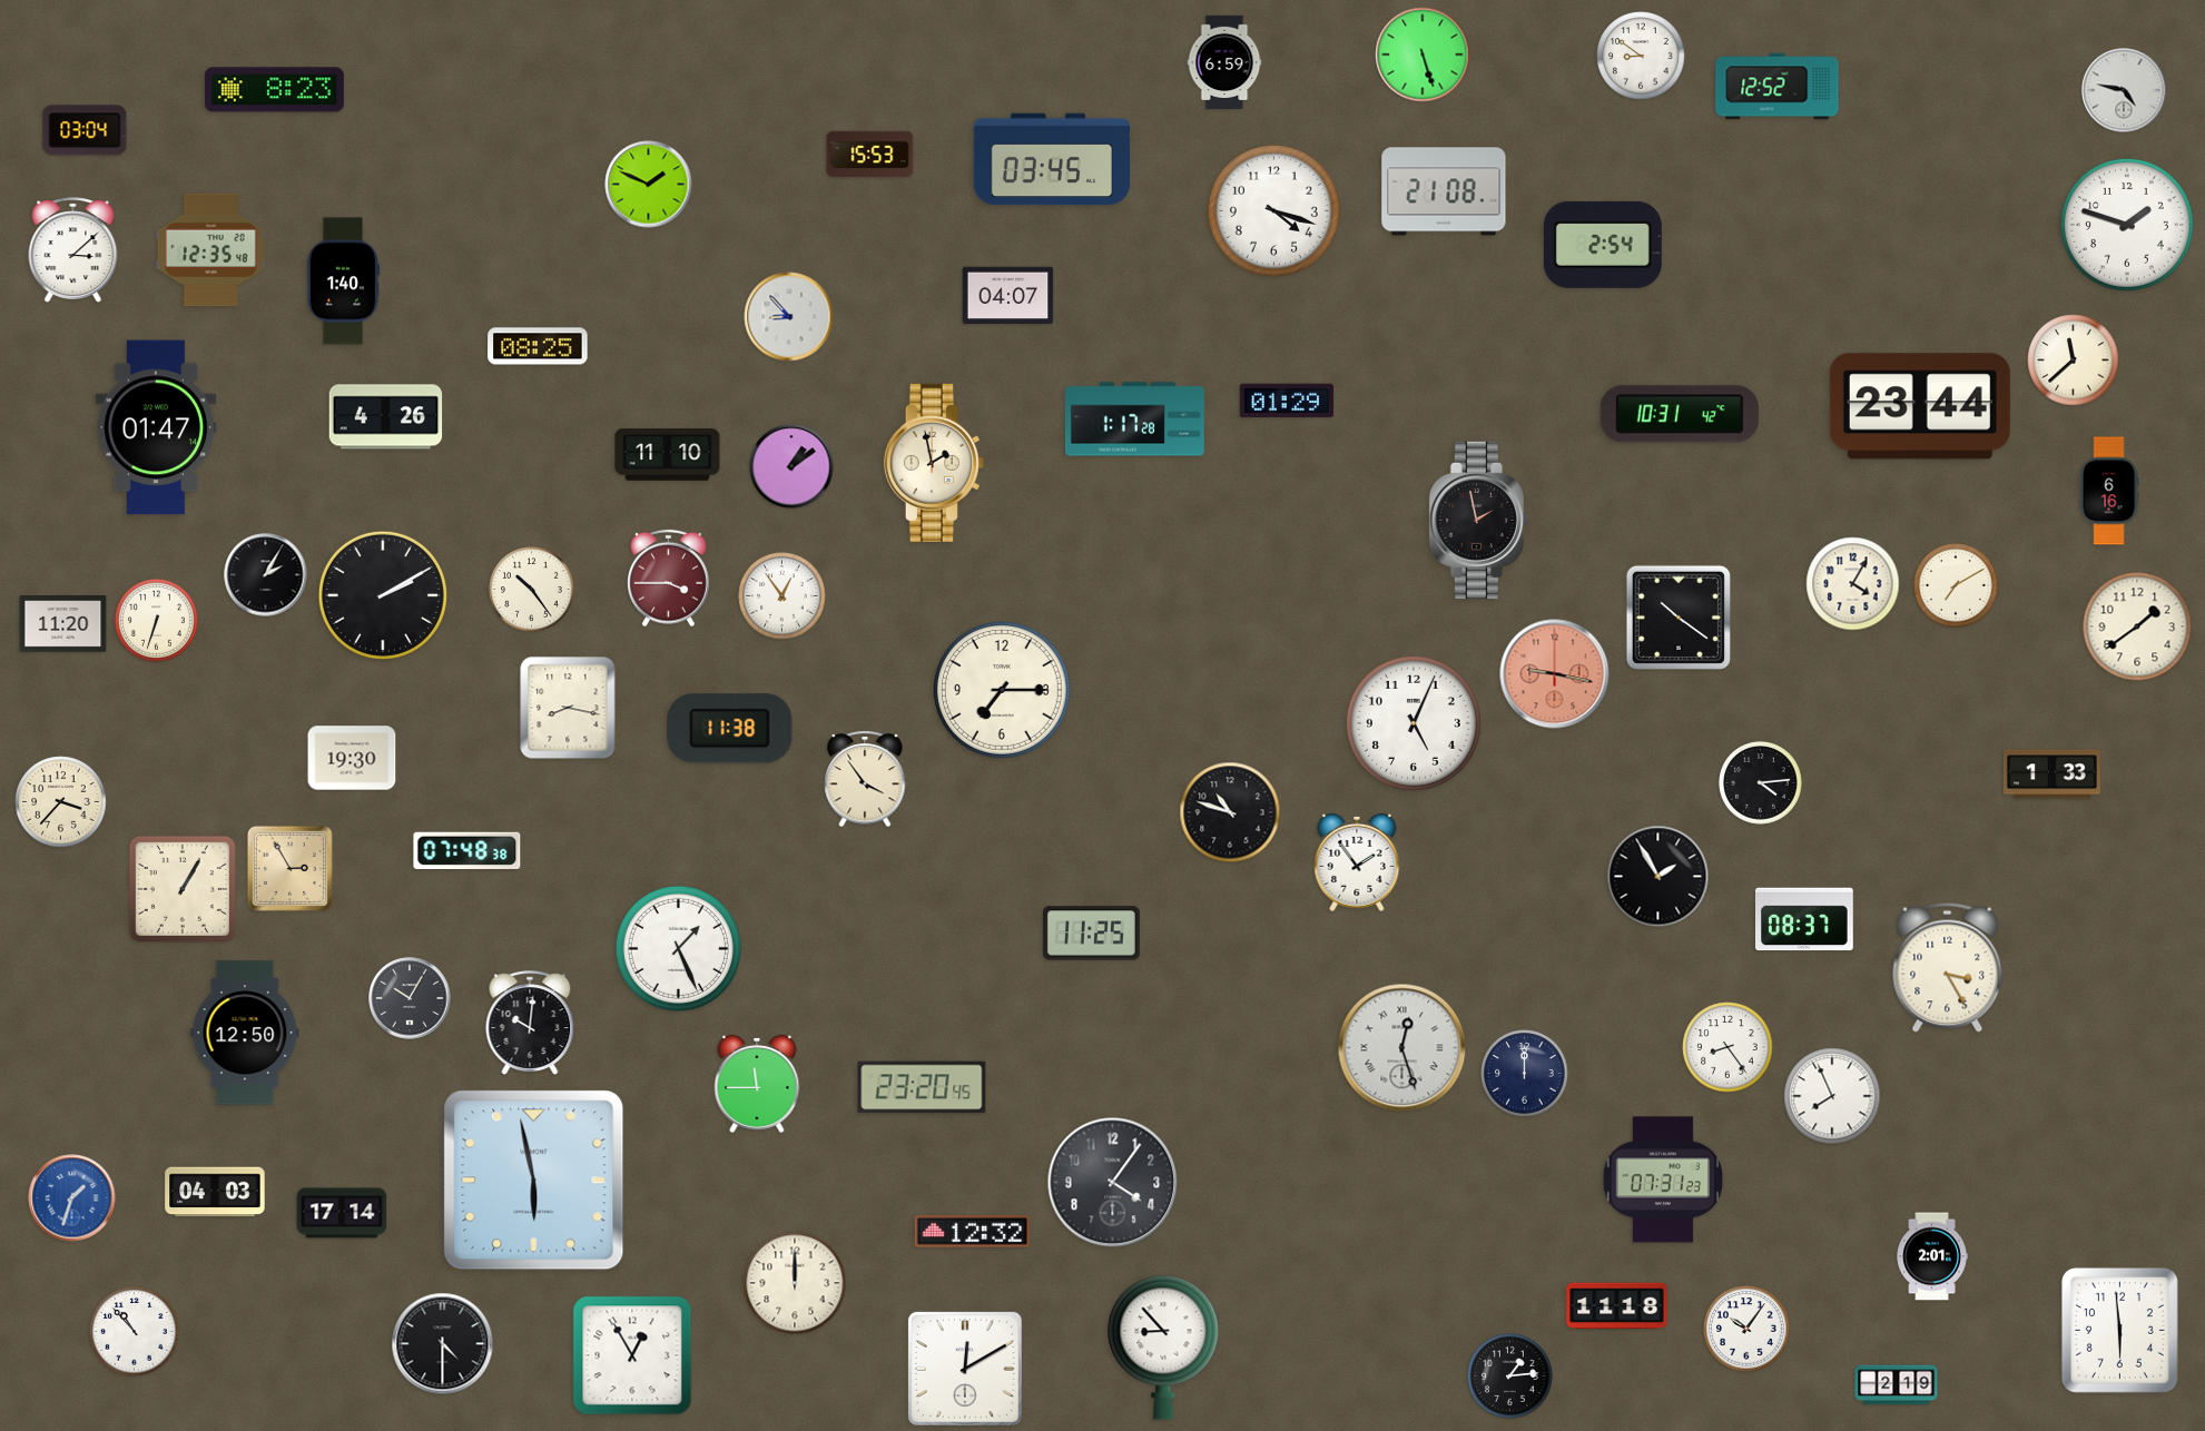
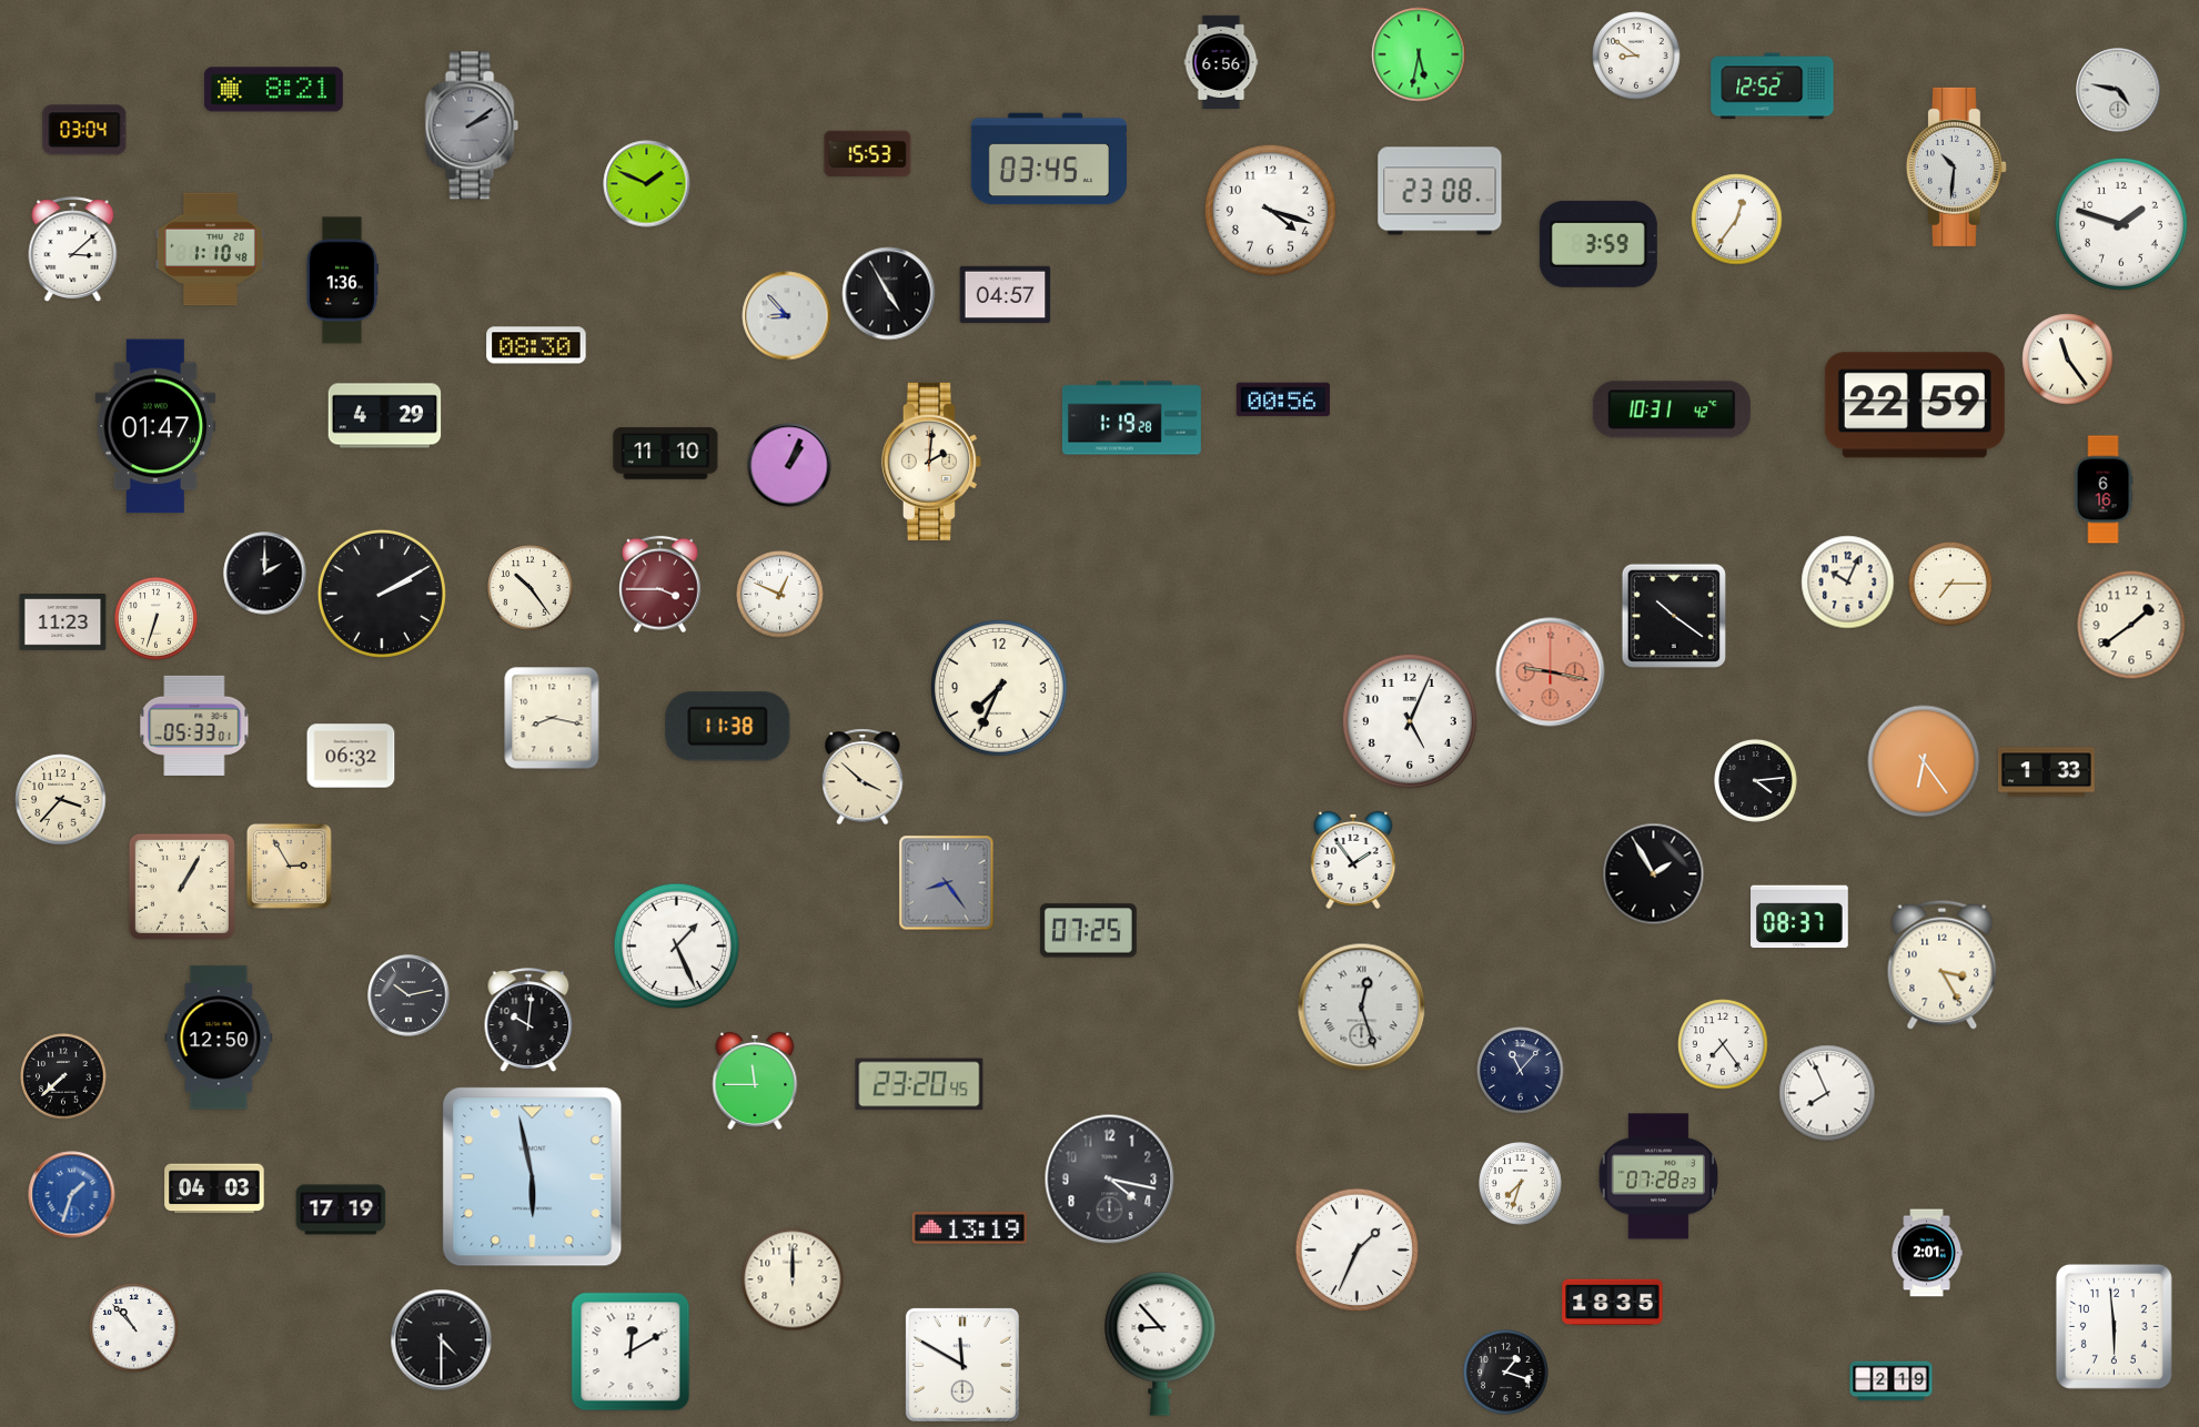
clock at (1423, 55): 5:27 -> 5:32
clock at (1224, 61): 6:59 -> 6:56
clock at (274, 90): 8:23 -> 8:21
clock at (472, 125): none -> 2:09
clock at (1956, 166): none -> 10:31
clock at (1444, 191): 21:08 -> 23:08
clock at (1737, 220): none -> 12:36
clock at (1603, 245): 2:54 -> 3:59
clock at (210, 250): 12:35 -> 1:10
clock at (343, 282): 1:40 -> 1:36
clock at (889, 294): none -> 4:55
clock at (1008, 296): 04:07 -> 04:57
clock at (538, 346): 08:25 -> 08:30
clock at (2074, 361): 11:38 -> 11:24
clock at (1287, 401): 01:29 -> 00:56
clock at (1920, 406): 23:44 -> 22:59
clock at (1680, 414) position: (1680, 414) -> (1672, 409)
clock at (386, 417): 4:26 -> 4:29
clock at (1134, 420): 1:17 -> 1:19
clock at (934, 463): 1:58 -> 2:01
clock at (791, 466): 1:09 -> 1:04
clock at (1478, 520): 1:58 -> none
clock at (266, 575): 2:05 -> 2:00
clock at (669, 579) position: (669, 579) -> (660, 585)
clock at (1853, 584): 4:05 -> 10:04
clock at (1956, 585): 7:10 -> 7:15
clock at (782, 596): 12:54 -> 12:49
clock at (63, 624): 11:20 -> 11:23
clock at (1003, 691): 7:15 -> 7:34
clock at (568, 708) position: (568, 708) -> (552, 718)
clock at (194, 726): none -> 05:33
clock at (352, 758): 19:30 -> 06:32
clock at (1924, 761): none -> 6:24
clock at (865, 779): 3:54 -> 3:52
clock at (1230, 812): 10:48 -> none
clock at (467, 850): 07:48 -> none
clock at (947, 883): none -> 8:24
clock at (1091, 934): 11:25 -> 07:25
clock at (410, 998): 10:05 -> 10:13
clock at (245, 1033) position: (245, 1033) -> (219, 1038)
clock at (1727, 1047): 8:24 -> 7:24
clock at (1402, 1048) position: (1402, 1048) -> (1362, 1008)
clock at (1525, 1074): 12:00 -> 11:07
clock at (63, 1076): none -> 7:38
clock at (1662, 1180): 07:31 -> 07:28
clock at (1113, 1183): 4:06 -> 4:17
clock at (1521, 1184): none -> 7:33
clock at (342, 1213): 17:14 -> 17:19
clock at (972, 1232): 12:32 -> 13:19
clock at (1356, 1249): none -> 1:34
clock at (1617, 1306): 11:18 -> 18:35
clock at (1746, 1329): 10:06 -> none
clock at (632, 1355): 12:55 -> 12:10
clock at (965, 1369): 12:10 -> 11:50
clock at (1510, 1376): 1:14 -> 1:18
